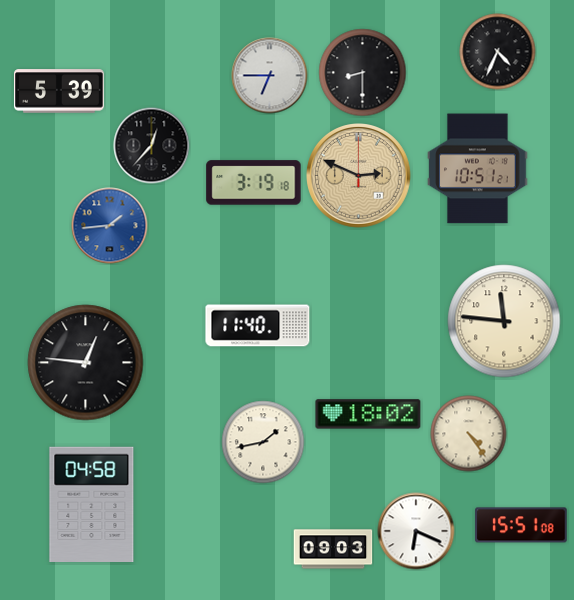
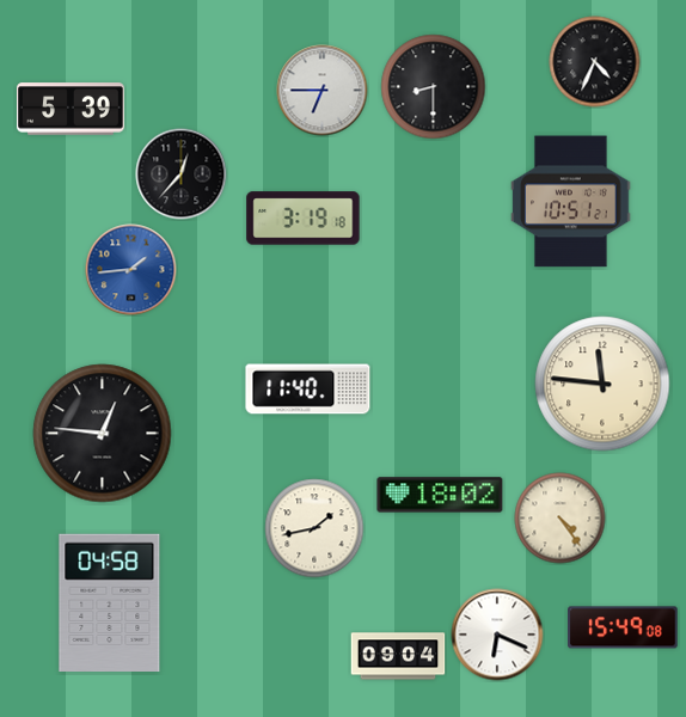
clock at (359, 176): 2:49 -> none
clock at (521, 525): 15:51 -> 15:49
clock at (333, 549): 09:03 -> 09:04
